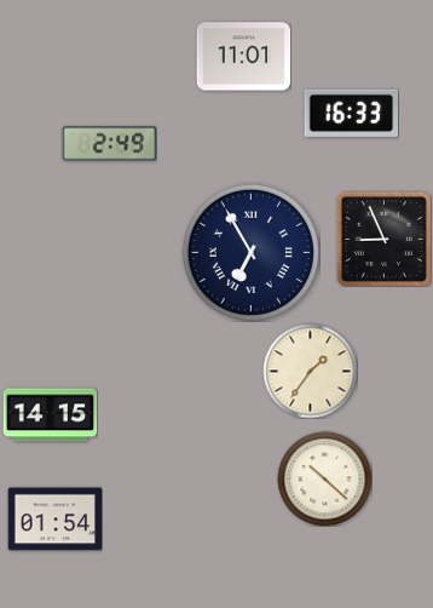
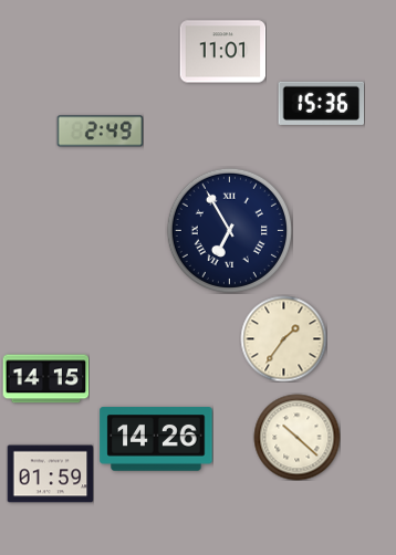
clock at (351, 113): 16:33 -> 15:36
clock at (383, 239): 8:56 -> none
clock at (156, 439): none -> 14:26
clock at (54, 520): 01:54 -> 01:59
